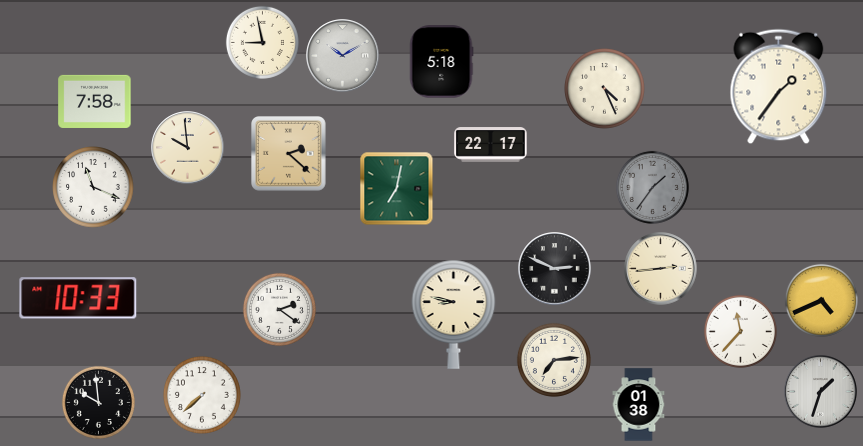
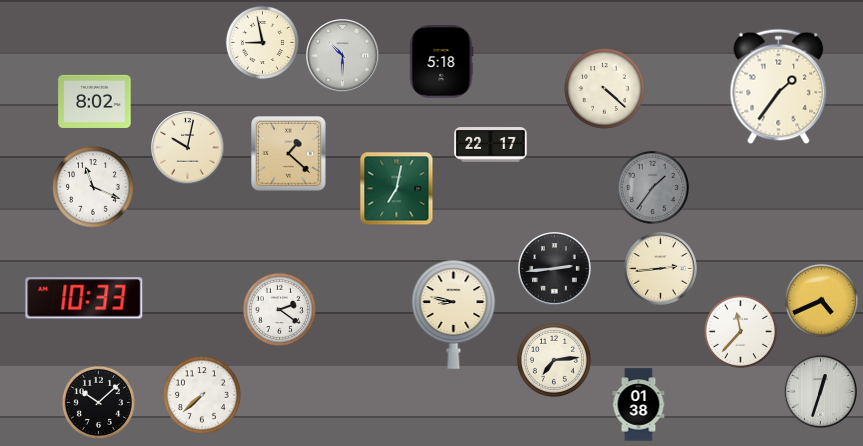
clock at (343, 56): 10:10 -> 10:30
clock at (605, 89): 4:26 -> 4:22
clock at (95, 101): 7:58 -> 8:02
clock at (188, 148): 9:59 -> 10:02
clock at (289, 154): 2:22 -> 1:22
clock at (555, 269): 2:49 -> 2:44
clock at (78, 298) position: (78, 298) -> (84, 298)
clock at (821, 392): 1:33 -> 12:33
clock at (98, 402): 9:59 -> 10:08
